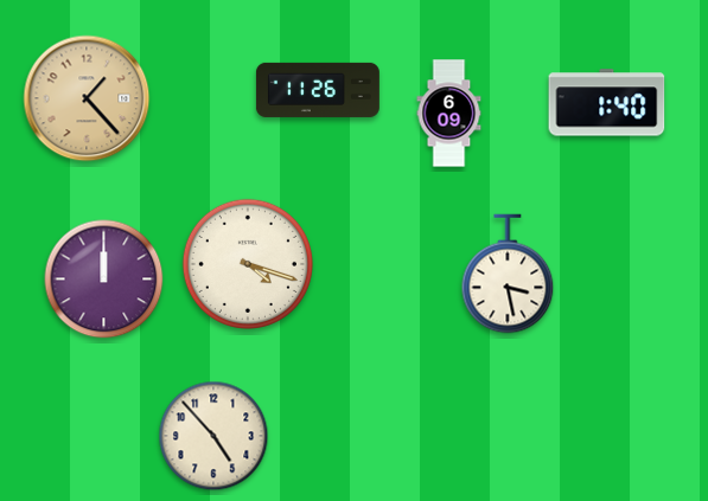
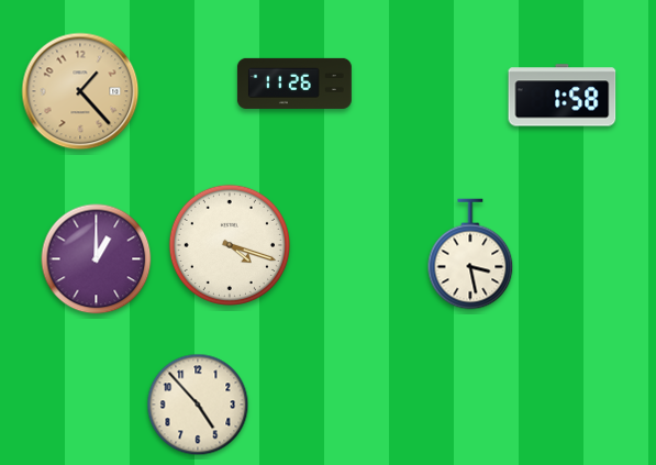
clock at (607, 103): 1:40 -> 1:58
clock at (449, 114): 6:09 -> none
clock at (104, 280): 12:00 -> 1:00
